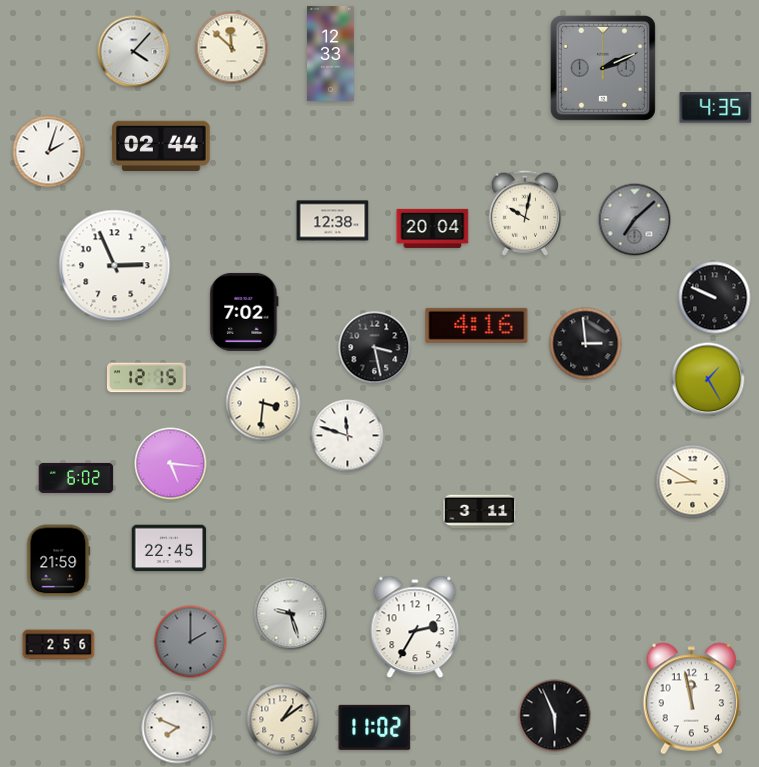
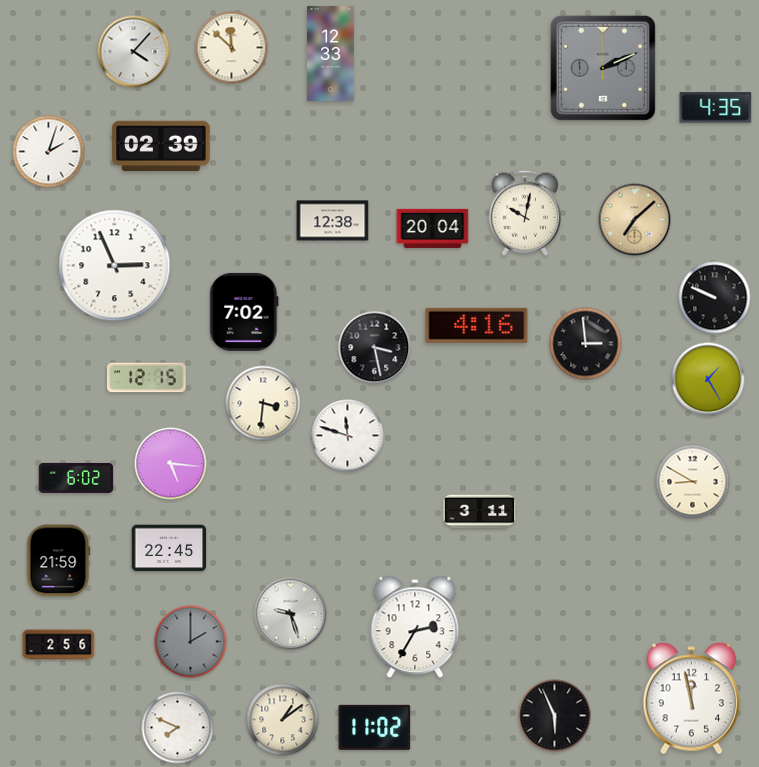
clock at (161, 145): 02:44 -> 02:39
clock at (635, 220) dial: grey -> champagne
